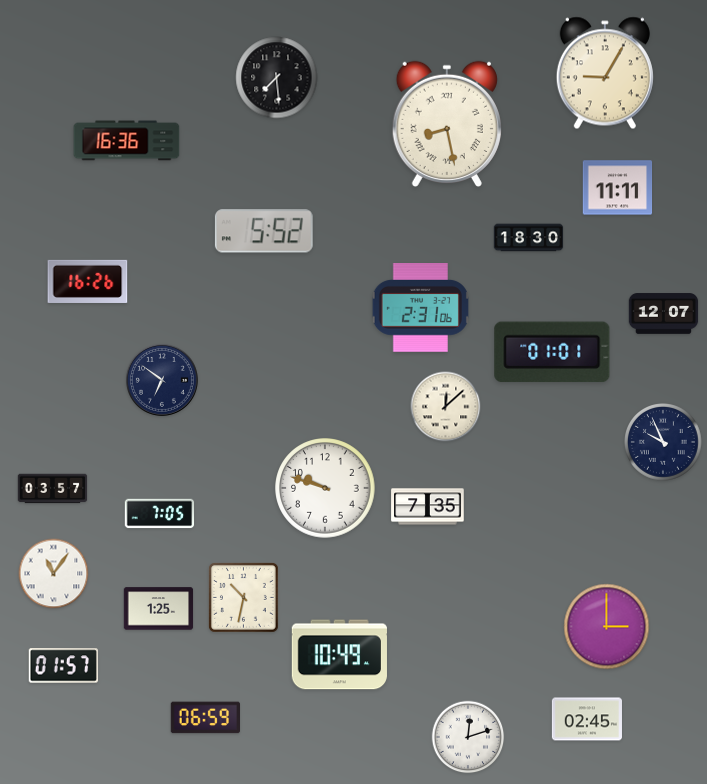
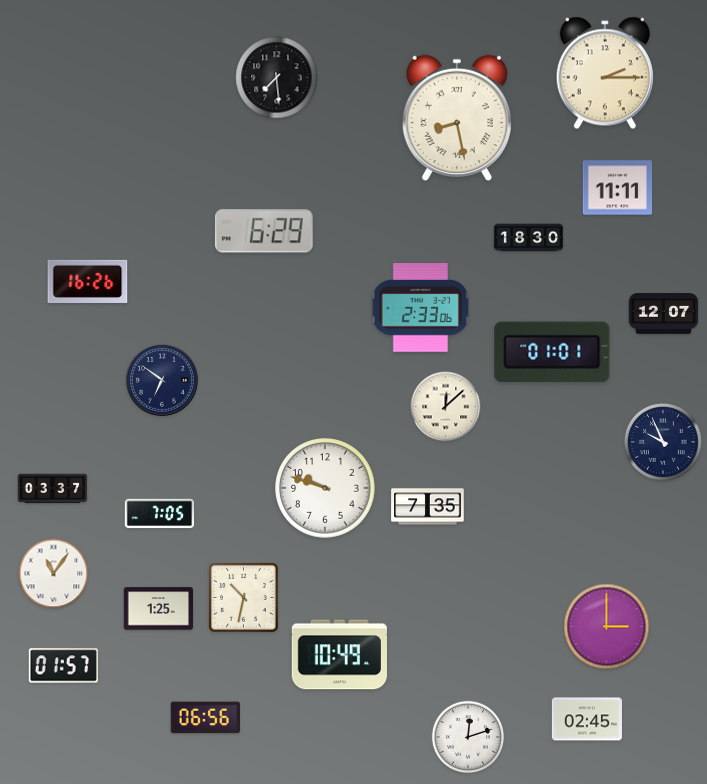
clock at (605, 73): 9:05 -> 2:15
clock at (447, 123) position: (447, 123) -> (457, 117)
clock at (127, 141): 16:36 -> none
clock at (264, 231): 5:52 -> 6:29
clock at (420, 308): 2:31 -> 2:33
clock at (53, 489): 03:57 -> 03:37
clock at (206, 718): 06:59 -> 06:56
